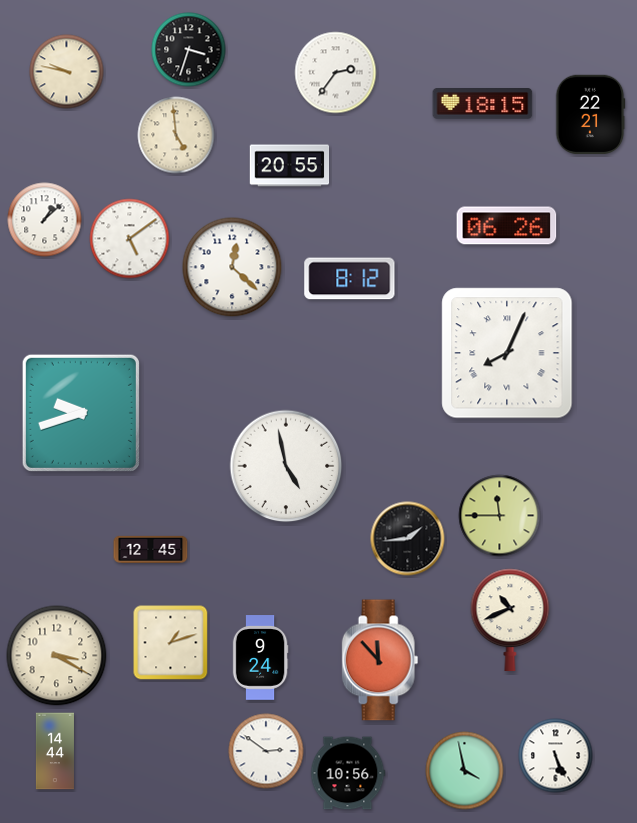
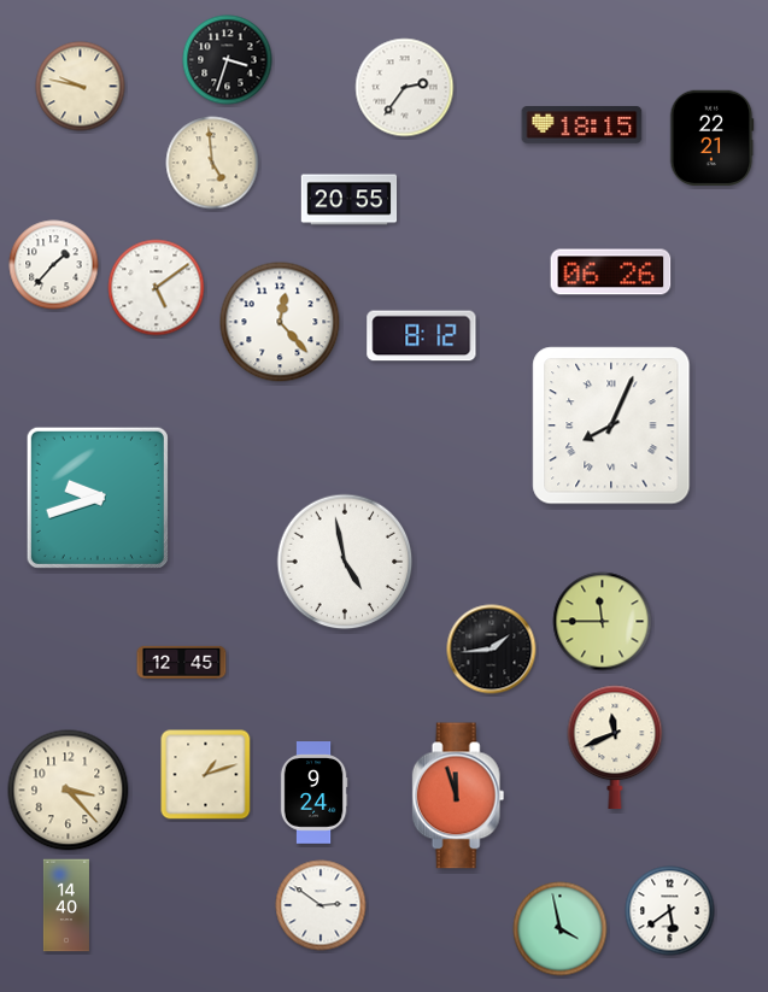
clock at (45, 220): 1:08 -> 1:37
clock at (232, 267): 12:22 -> 12:23
clock at (510, 620): 10:41 -> 11:41
clock at (57, 656): 3:20 -> 3:23
clock at (380, 660): 11:53 -> 11:57
clock at (55, 751): 14:44 -> 14:40
clock at (556, 756): 5:26 -> 5:39
clock at (348, 773): 10:56 -> none
